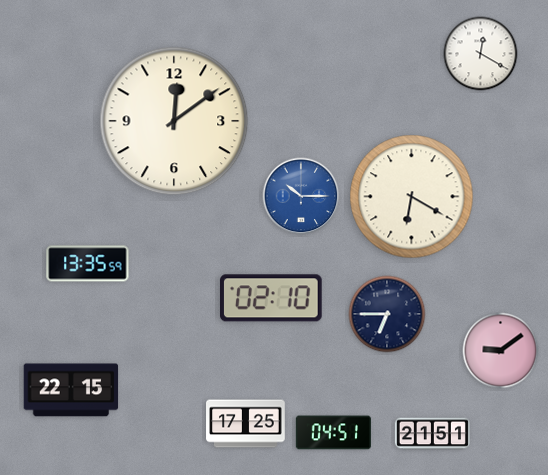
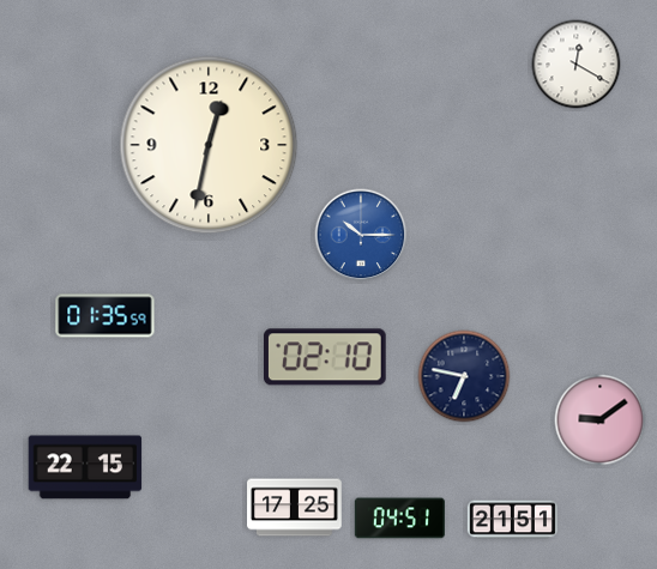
clock at (174, 121): 12:09 -> 12:32
clock at (412, 197): 6:20 -> none
clock at (88, 264): 13:35 -> 01:35
clock at (387, 314): 6:45 -> 6:47
clock at (432, 434) position: (432, 434) -> (512, 520)
